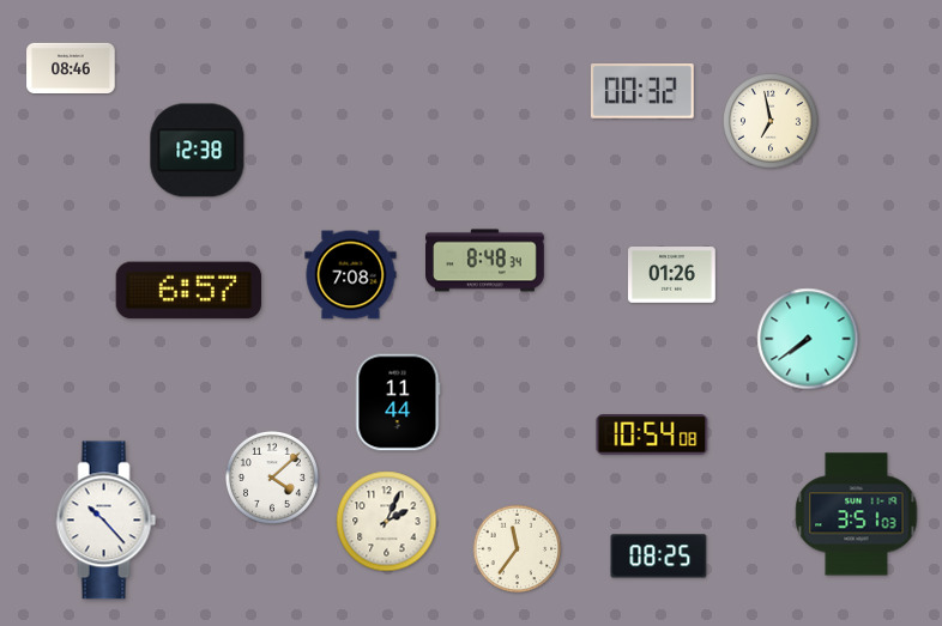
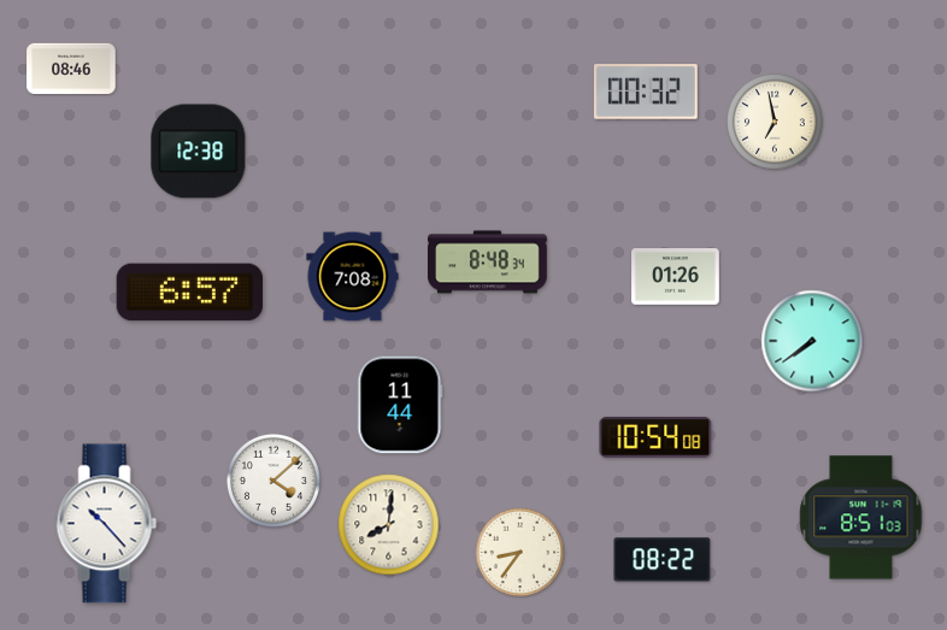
clock at (857, 515): 3:51 -> 8:51
clock at (387, 522): 2:04 -> 8:01
clock at (518, 549): 11:36 -> 8:36
clock at (659, 557): 08:25 -> 08:22
